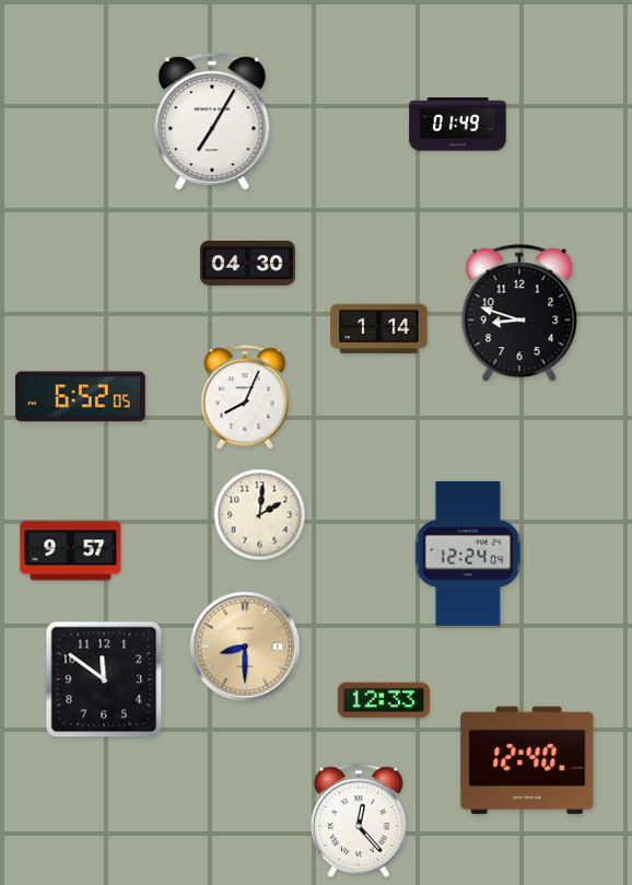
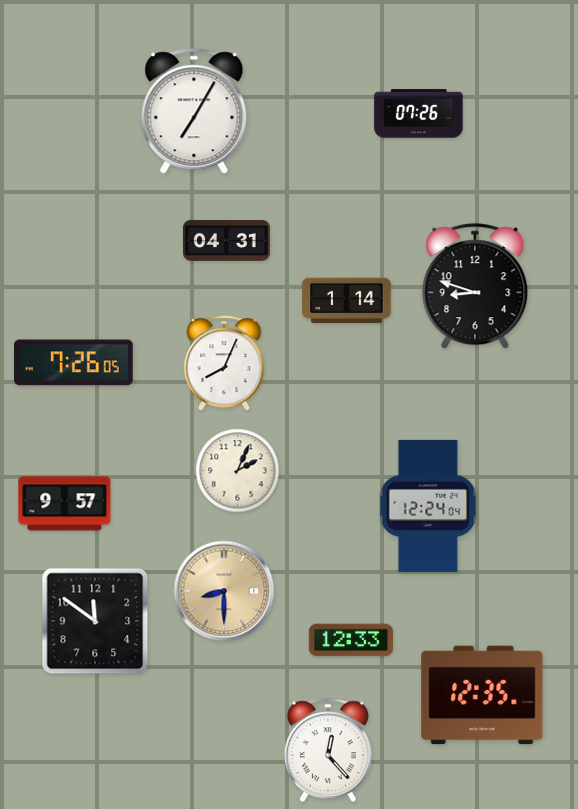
clock at (458, 125): 01:49 -> 07:26
clock at (248, 264): 04:30 -> 04:31
clock at (81, 397): 6:52 -> 7:26
clock at (260, 515): 2:01 -> 2:04
clock at (527, 760): 12:40 -> 12:35
